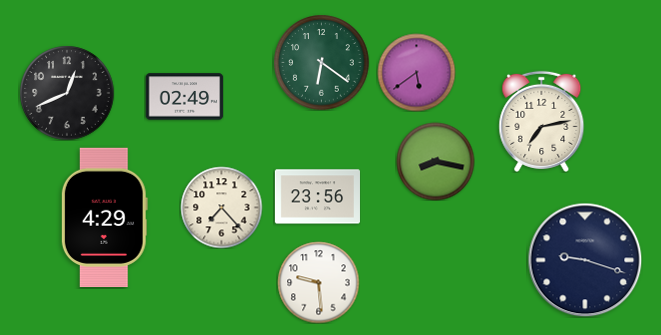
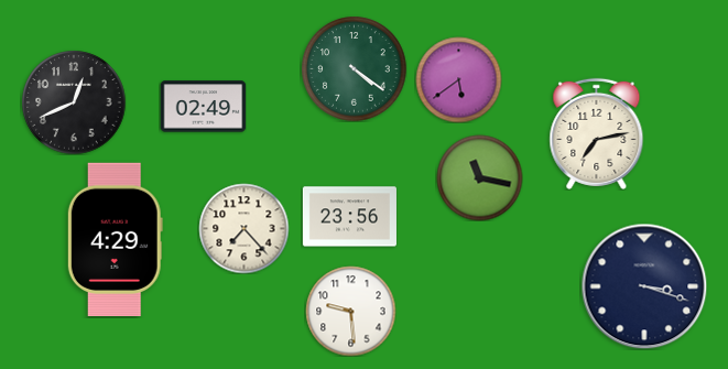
clock at (321, 62): 6:21 -> 4:21
clock at (435, 161): 8:17 -> 11:17
clock at (585, 260): 9:18 -> 3:18
